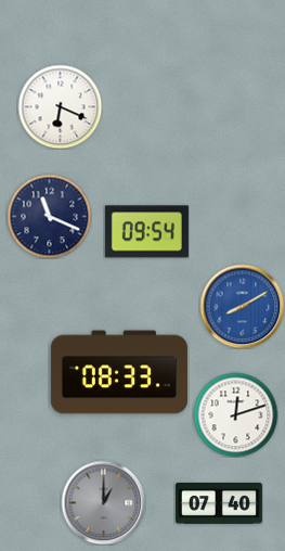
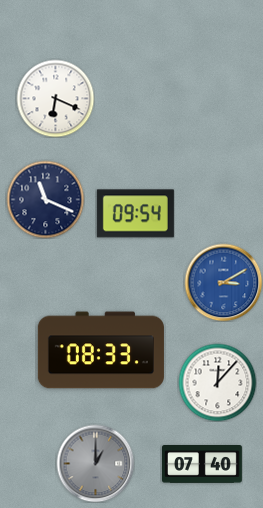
clock at (242, 306): 8:10 -> 3:10
clock at (119, 372) position: (119, 372) -> (101, 350)
clock at (235, 414): 12:12 -> 12:07
